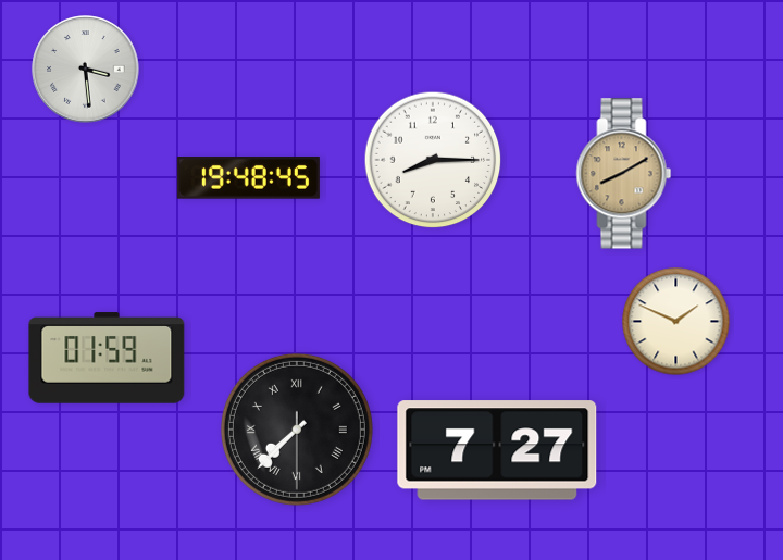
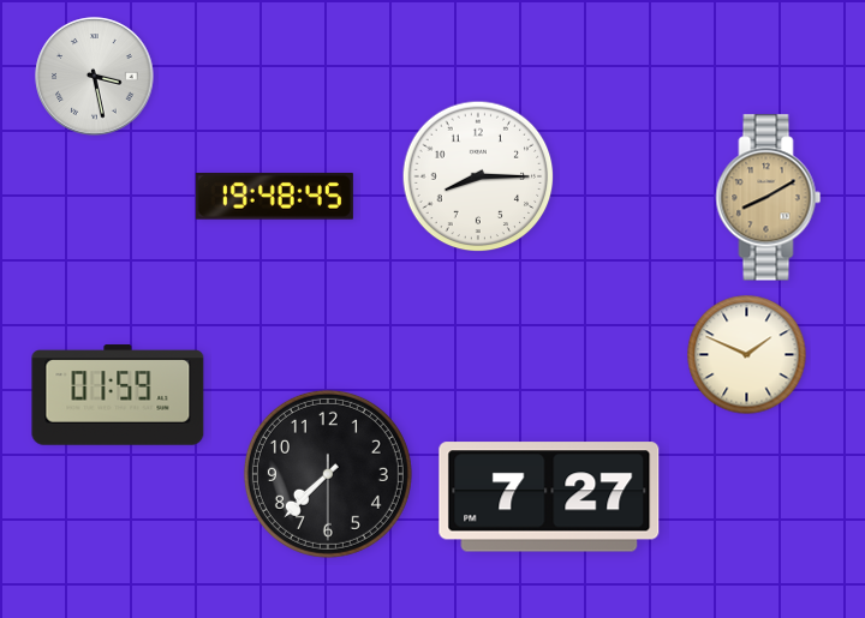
clock at (86, 70): 3:29 -> 3:28
clock at (624, 174) position: (624, 174) -> (769, 198)
clock at (297, 430) numerals: Roman -> Arabic
